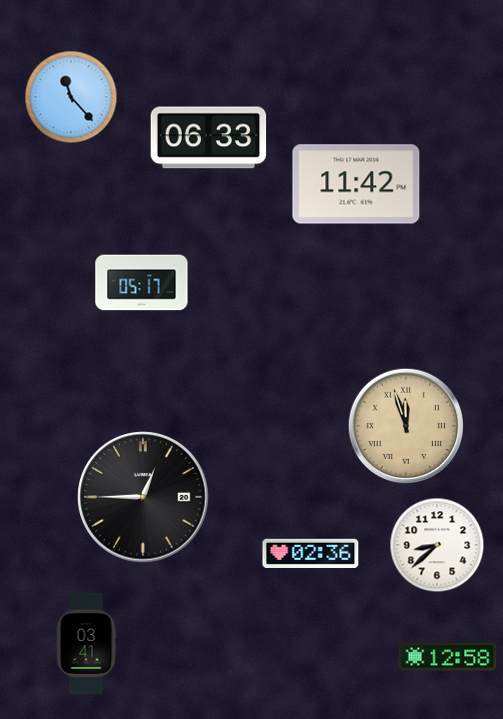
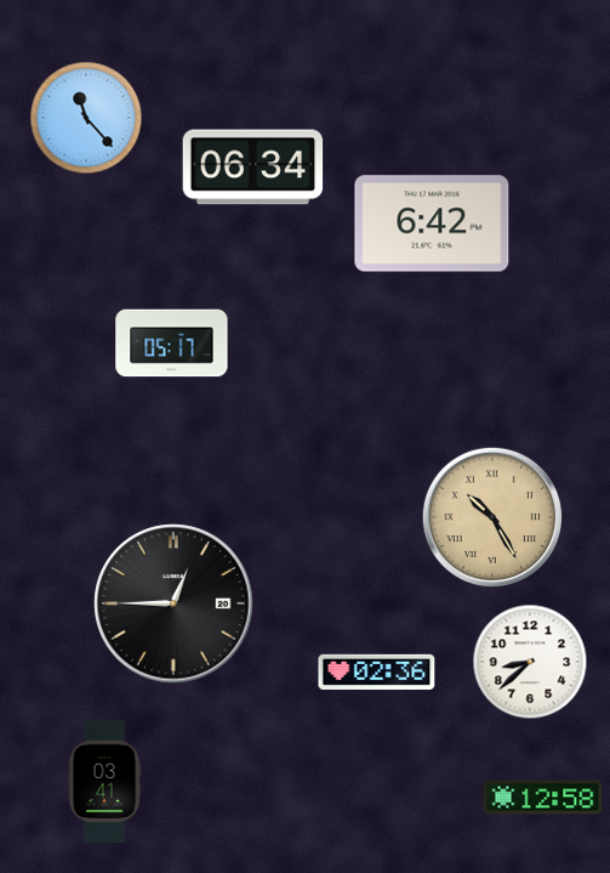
clock at (209, 138): 06:33 -> 06:34
clock at (356, 184): 11:42 -> 6:42
clock at (406, 426): 11:57 -> 10:25
